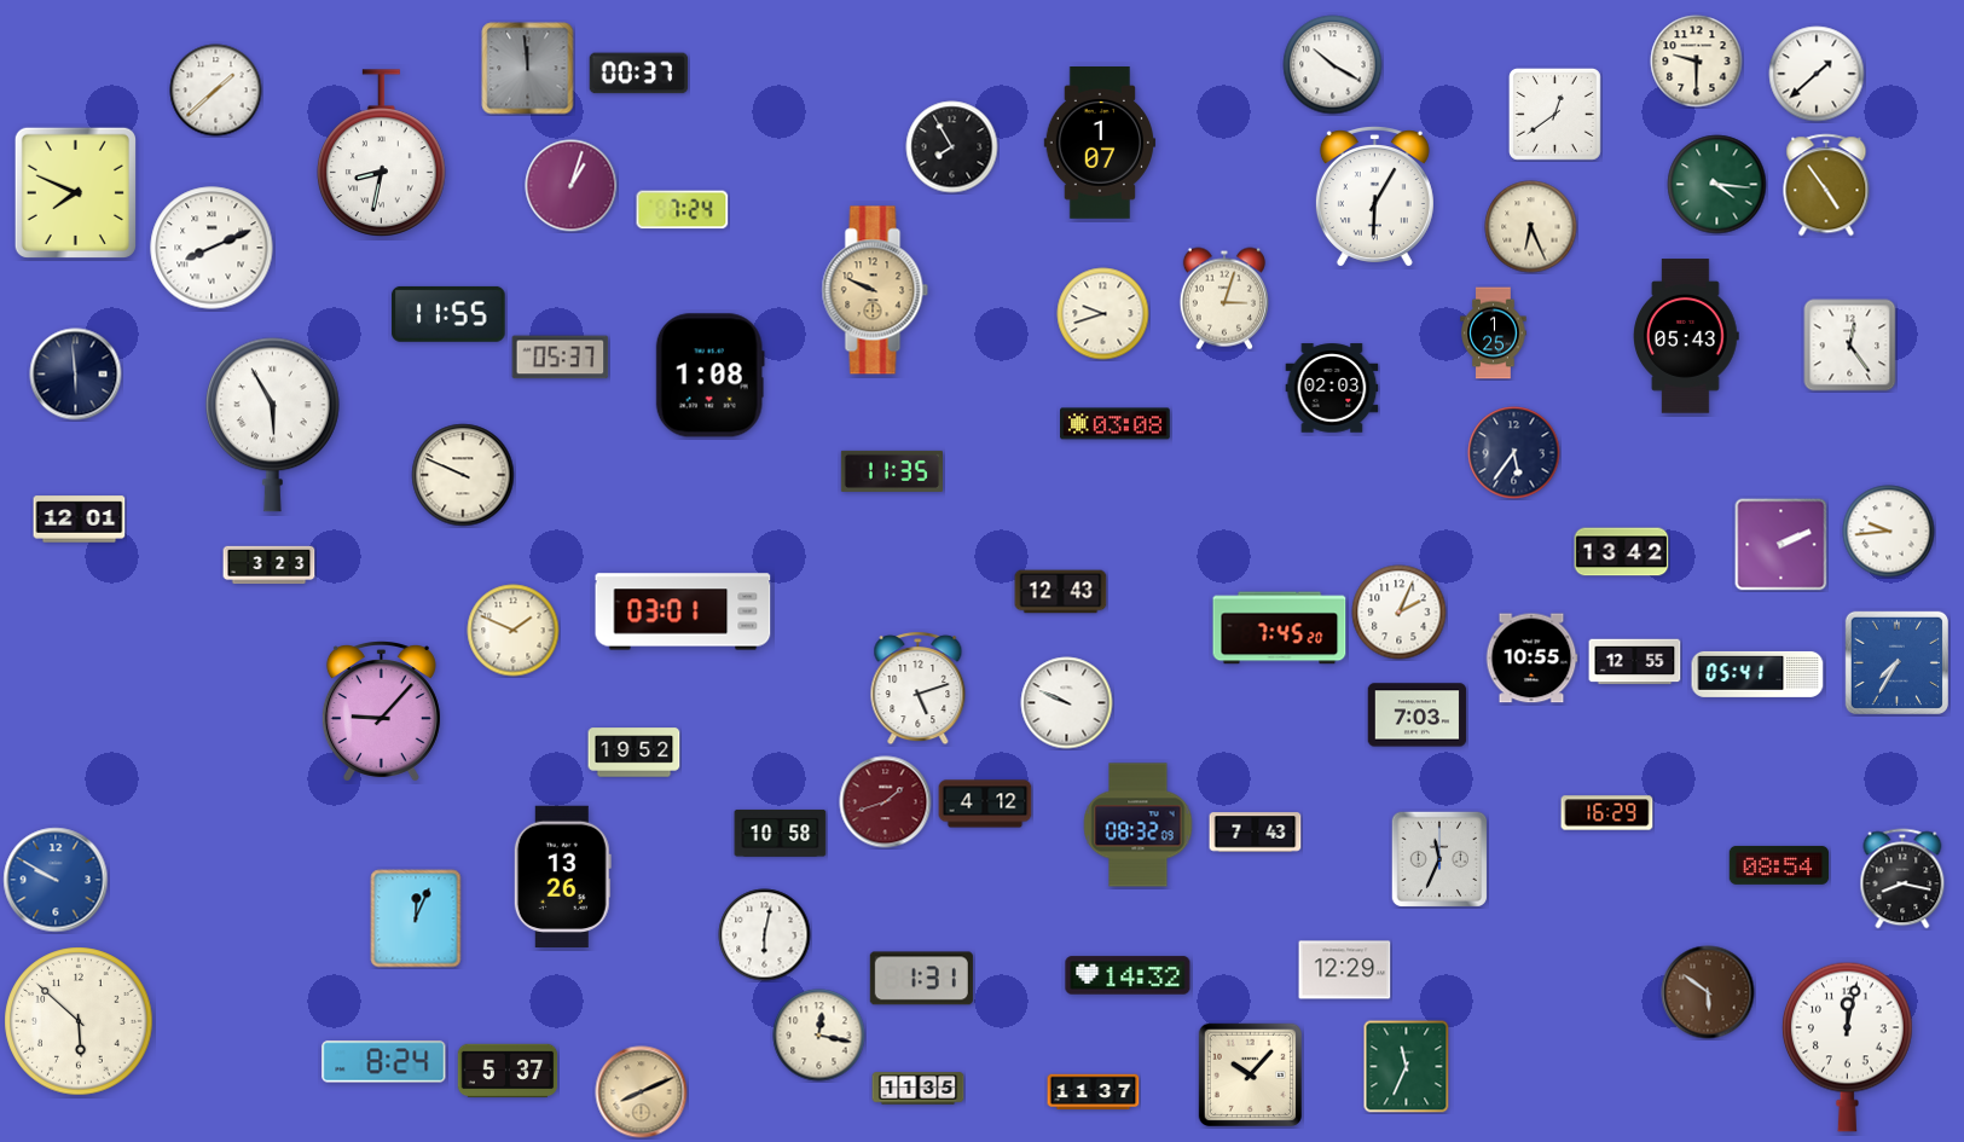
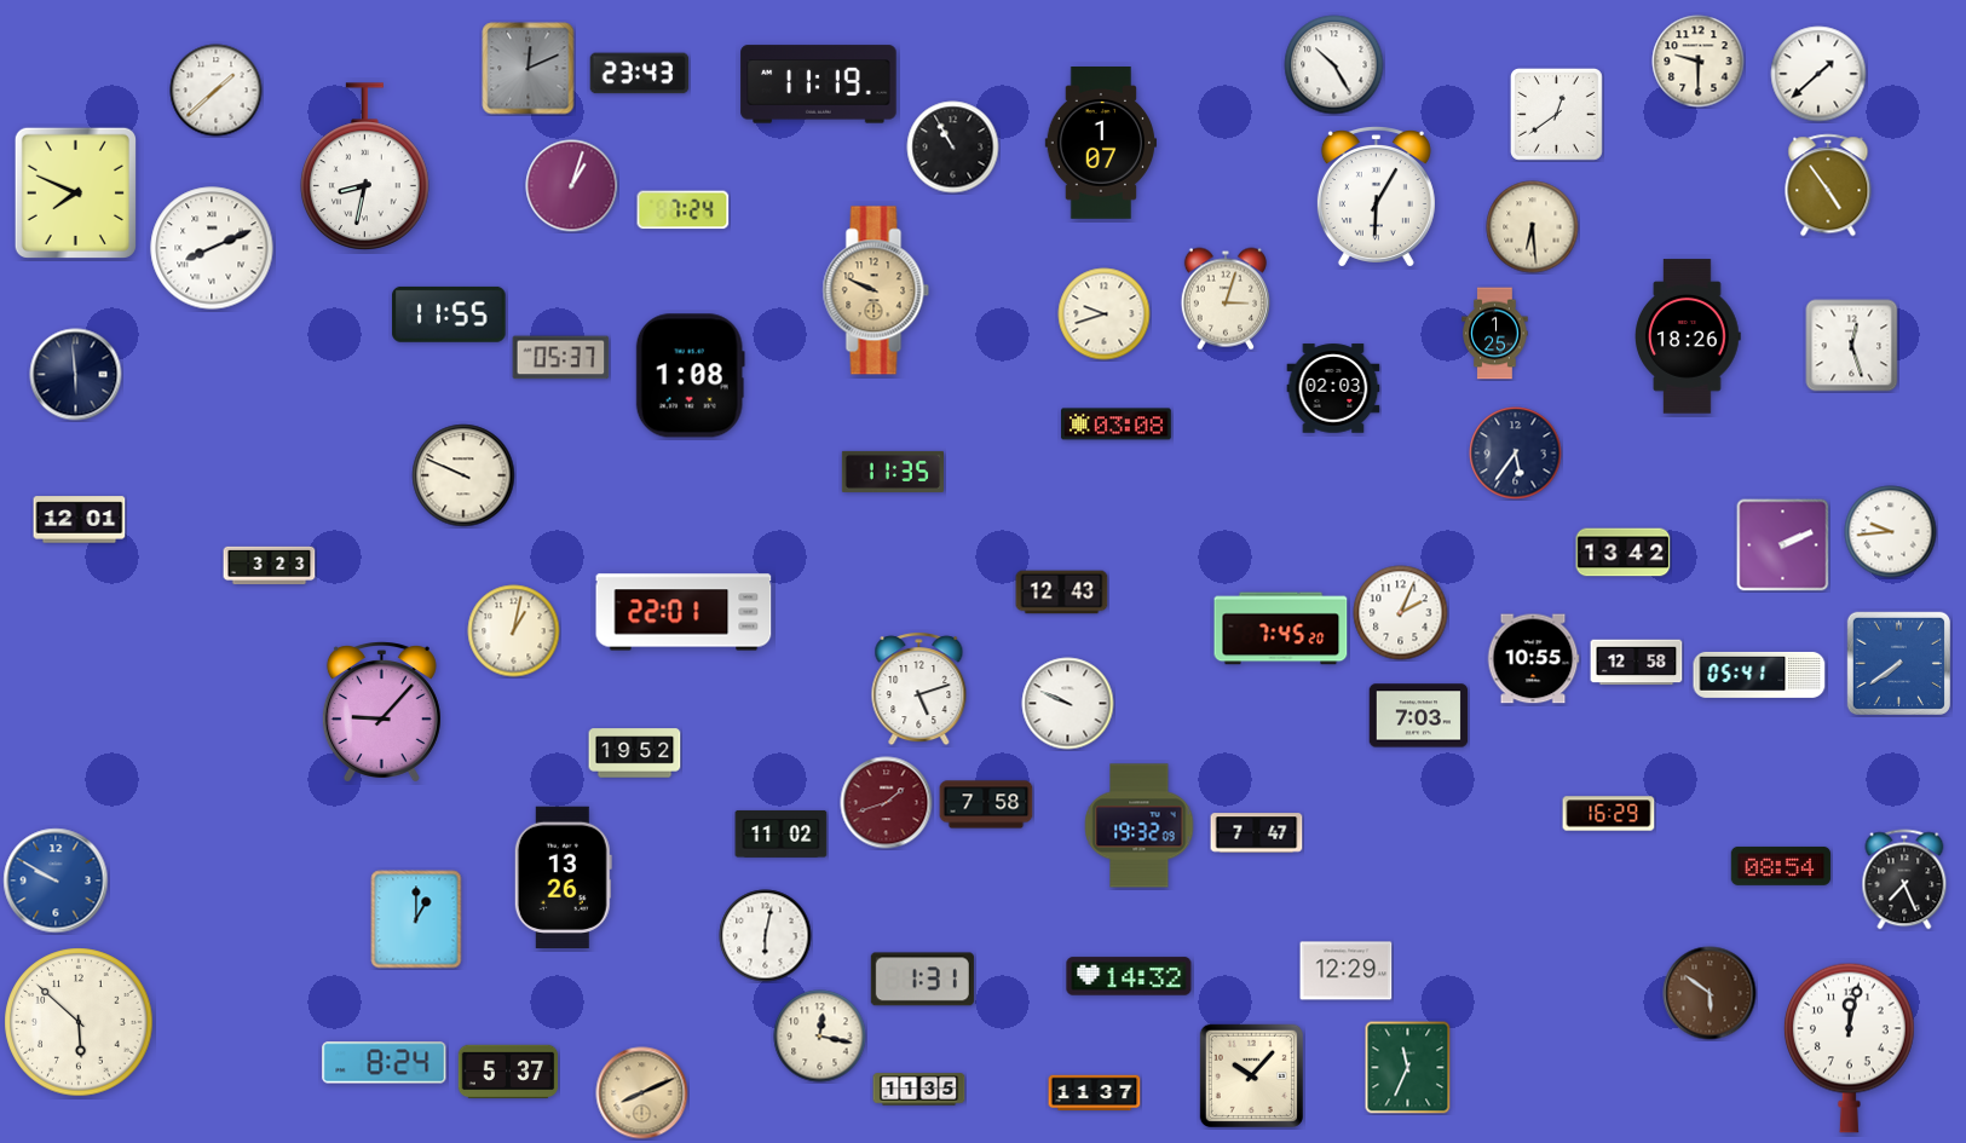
clock at (1333, 65): 10:20 -> 10:25
clock at (528, 69): 11:59 -> 12:11
clock at (639, 74): 00:37 -> 23:43
clock at (819, 85): none -> 11:19
clock at (952, 147): 7:55 -> 10:55
clock at (382, 152) position: (382, 152) -> (365, 166)
clock at (1717, 185): 4:16 -> none
clock at (1531, 227): 6:26 -> 6:29
clock at (1687, 336): 05:43 -> 18:26
clock at (1850, 346): 12:24 -> 12:27
clock at (709, 376) position: (709, 376) -> (690, 376)
clock at (272, 424): 5:55 -> none
clock at (683, 611): 03:01 -> 22:01
clock at (514, 631): 1:49 -> 1:02
clock at (1635, 662): 12:55 -> 12:58
clock at (1896, 662): 7:35 -> 7:39
clock at (985, 804): 4:12 -> 7:58
clock at (1139, 825): 08:32 -> 19:32
clock at (781, 833): 10:58 -> 11:02
clock at (1256, 833): 7:43 -> 7:47
clock at (1438, 858): 11:34 -> none
clock at (1902, 879): 8:17 -> 7:26
clock at (416, 918): 12:04 -> 1:00
